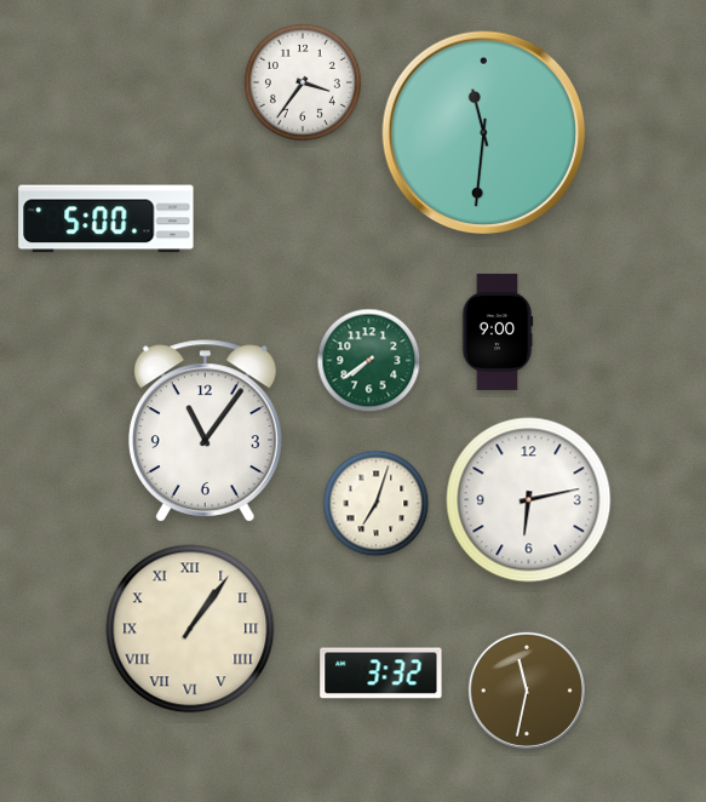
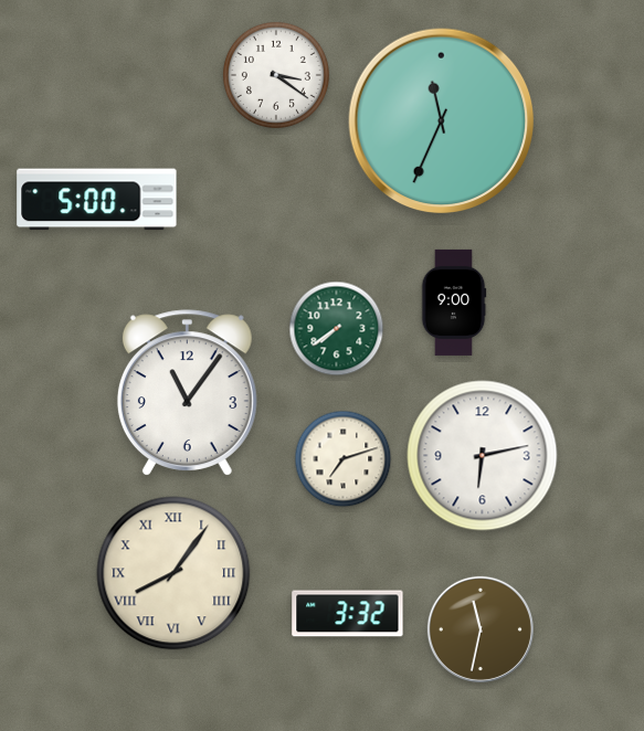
clock at (303, 82): 3:36 -> 3:21
clock at (484, 133): 11:31 -> 11:34
clock at (377, 504): 7:03 -> 7:12
clock at (190, 629): 1:06 -> 8:06
